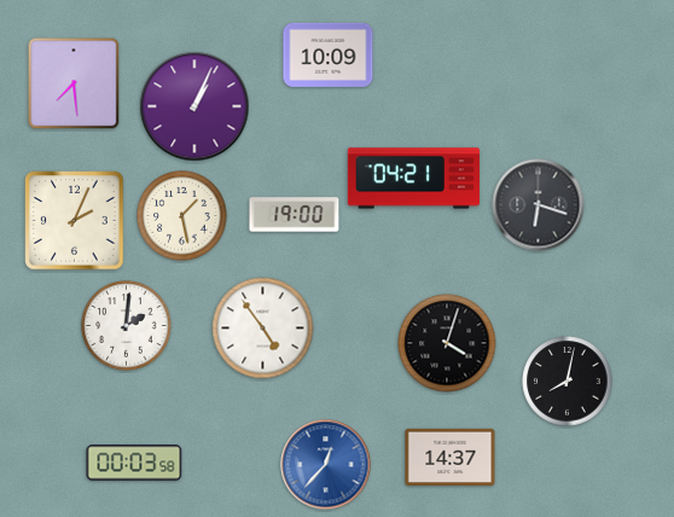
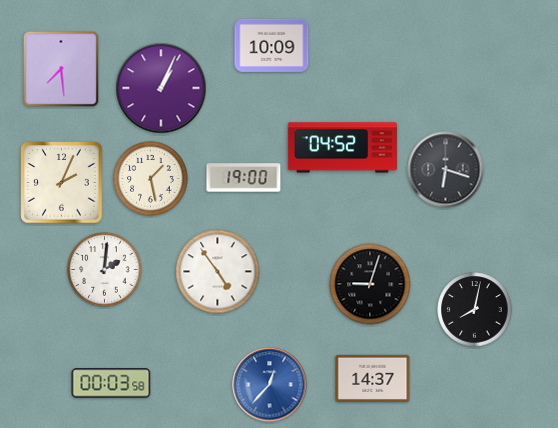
clock at (413, 179): 04:21 -> 04:52
clock at (447, 343): 4:03 -> 9:03
clock at (568, 382) position: (568, 382) -> (475, 310)
